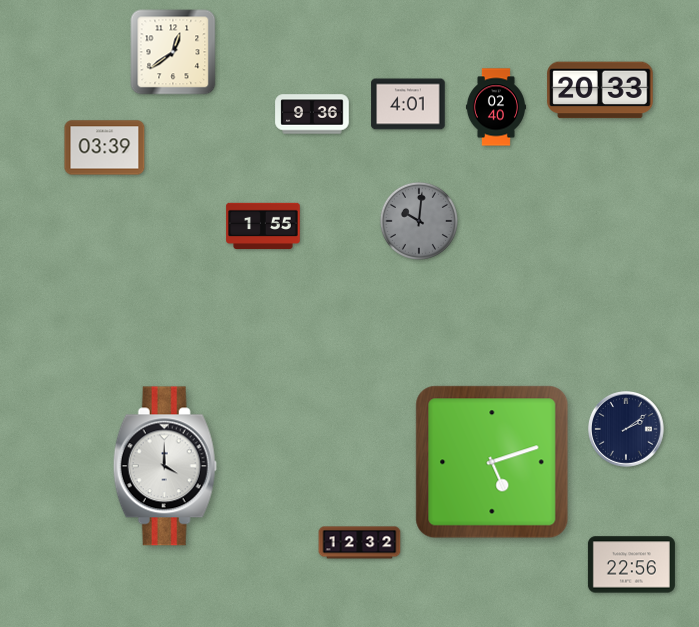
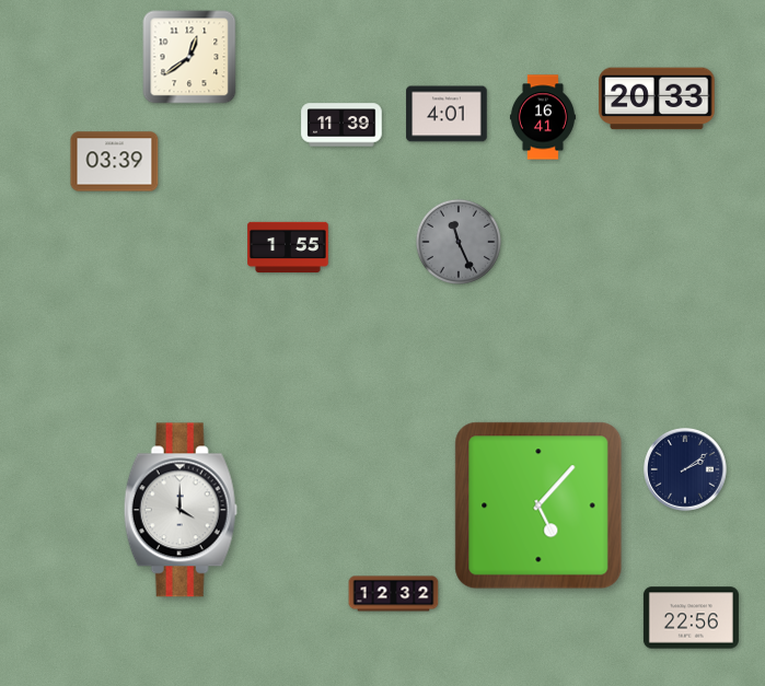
clock at (496, 107): 02:40 -> 16:41
clock at (312, 114): 9:36 -> 11:39
clock at (419, 221): 10:01 -> 11:26
clock at (492, 462): 5:12 -> 5:07
